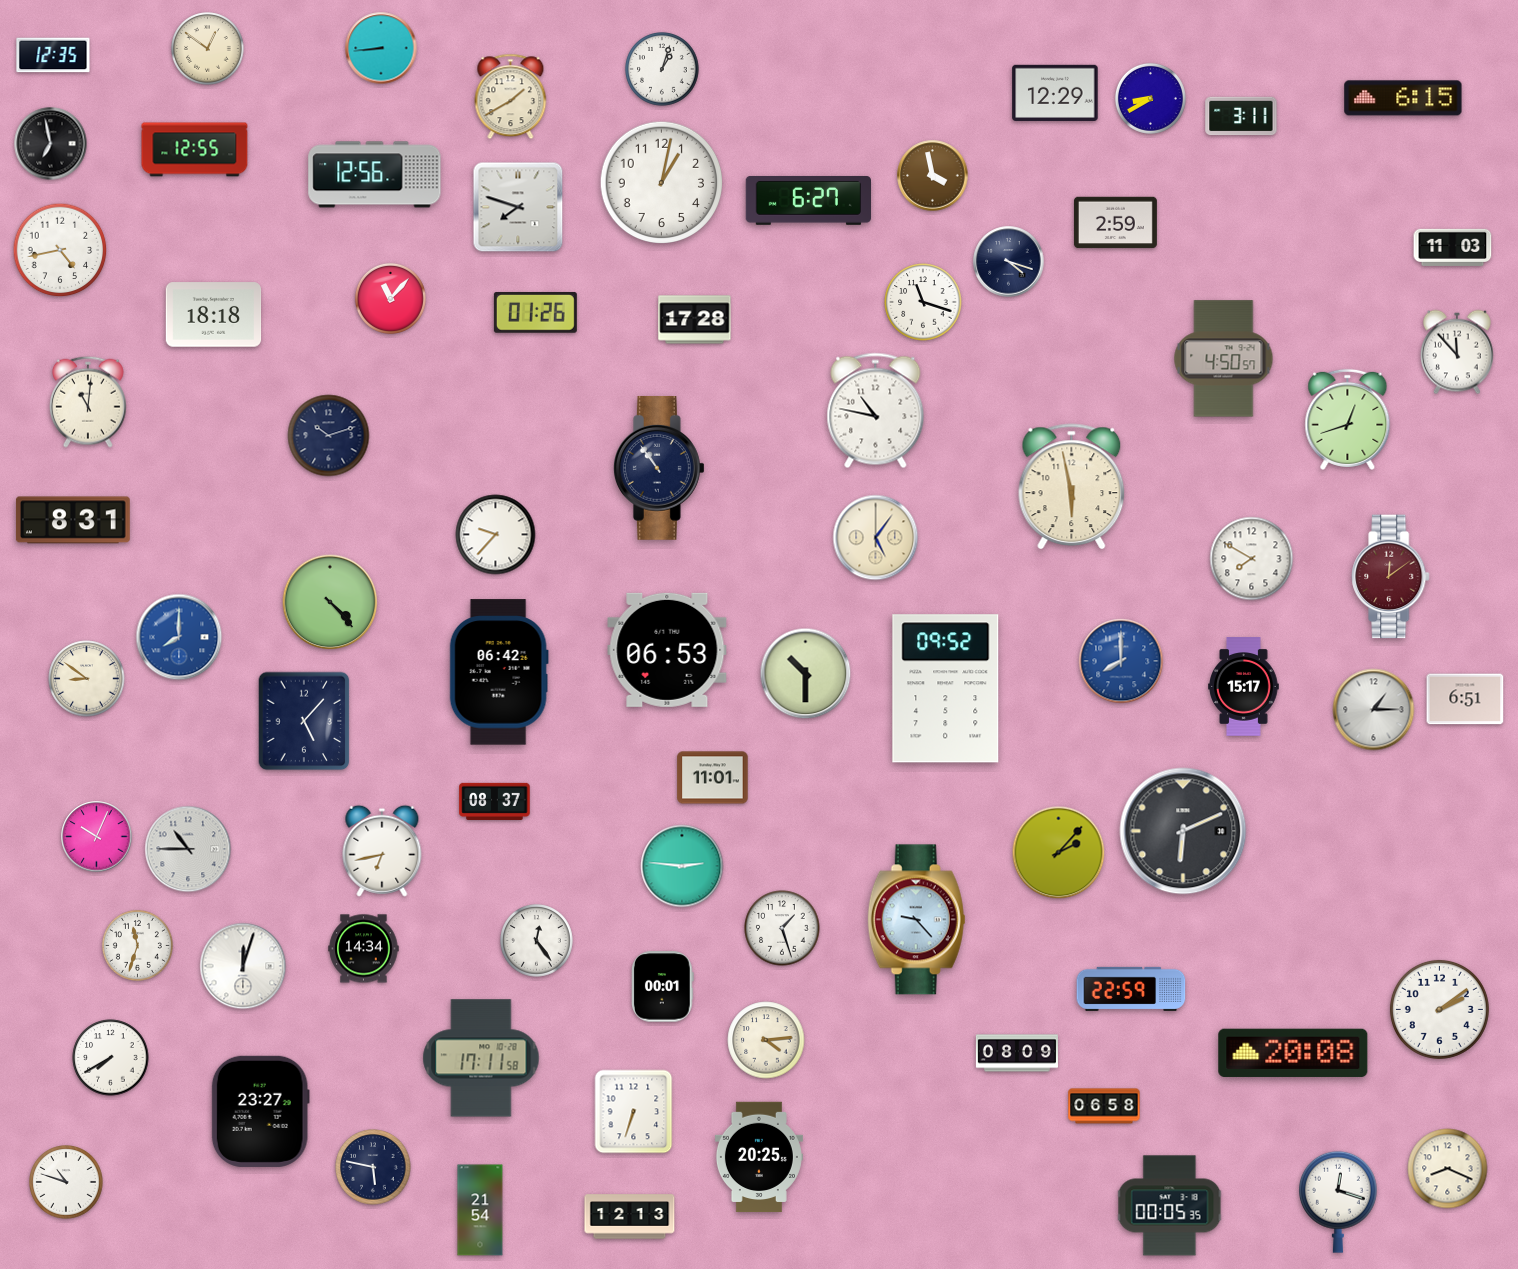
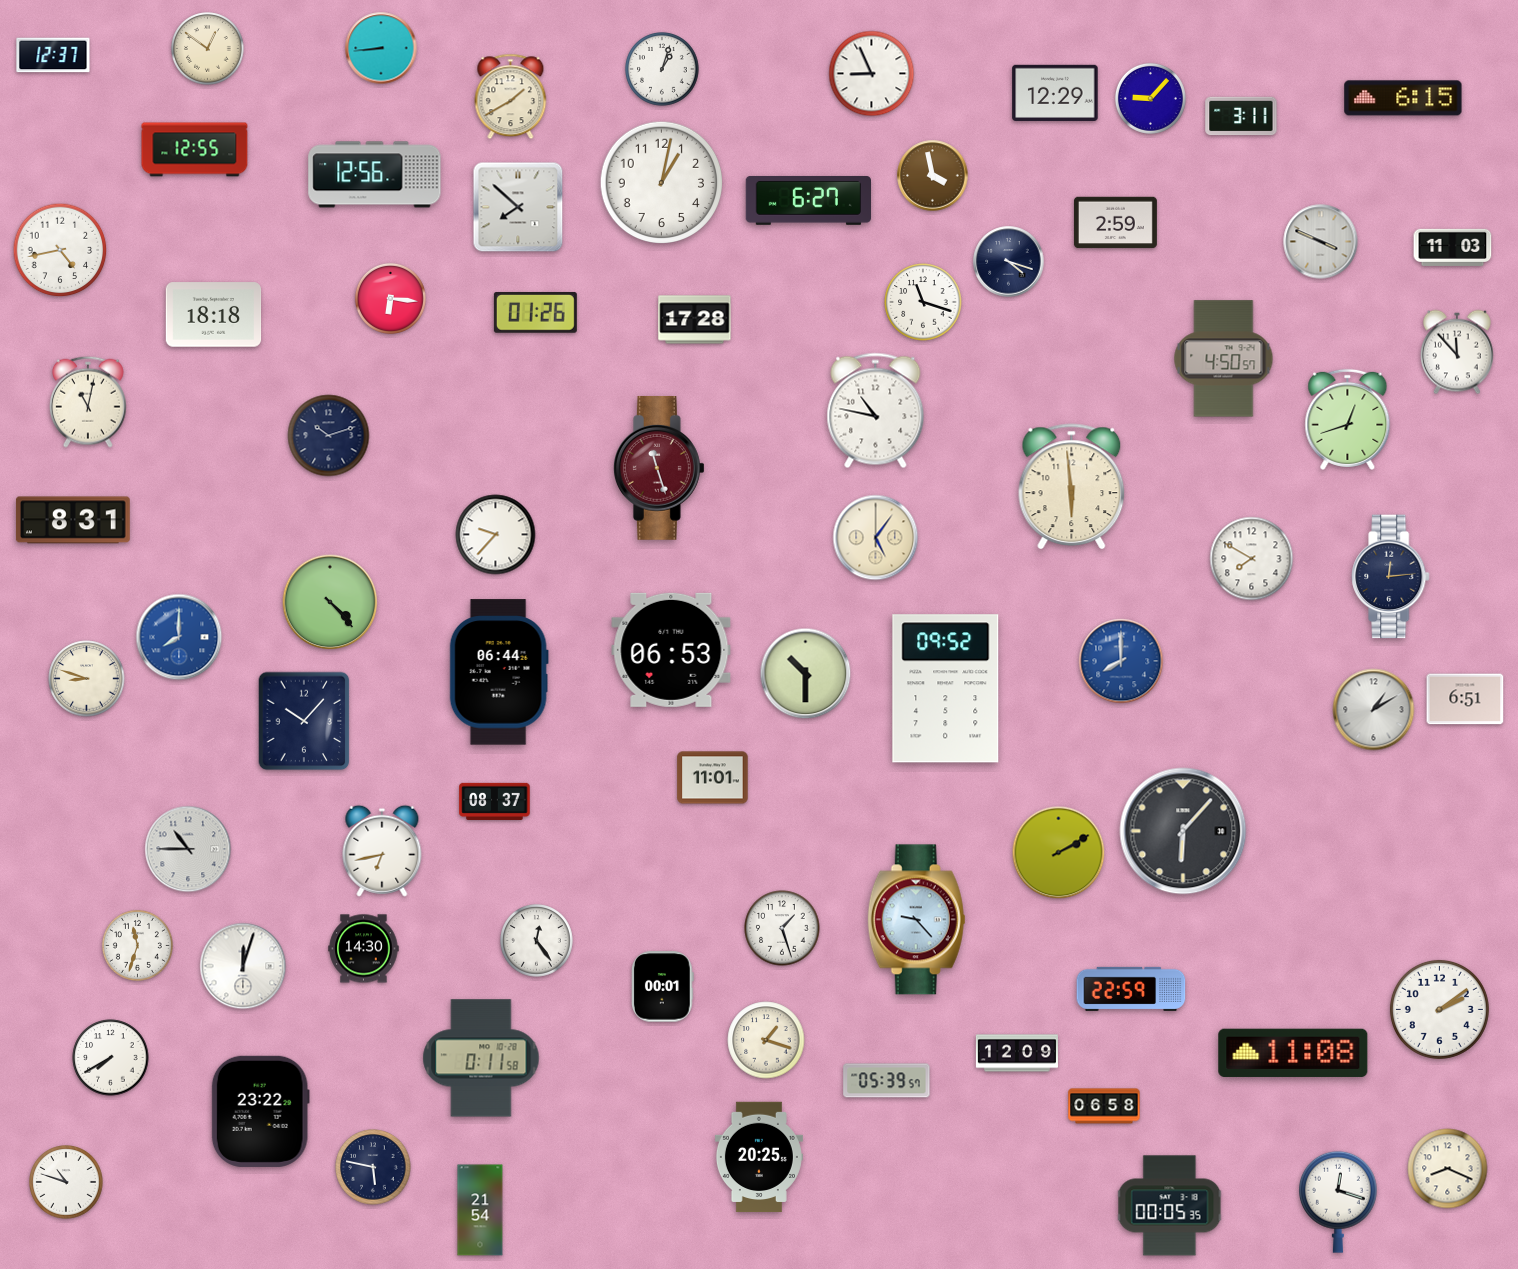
clock at (53, 55): 12:35 -> 12:37
clock at (872, 74): none -> 8:56
clock at (1150, 98): 8:40 -> 9:07
clock at (51, 144): 6:58 -> none
clock at (518, 207): 7:48 -> 7:52
clock at (1321, 242): none -> 3:49
clock at (390, 298): 11:07 -> 6:16
clock at (89, 402): 11:01 -> 11:02
clock at (659, 468): 10:54 -> 11:27
clock at (659, 468) dial: navy -> burgundy
clock at (1072, 487): 5:58 -> 5:59
clock at (1391, 577): 12:09 -> 12:14
clock at (1391, 577) dial: burgundy -> navy
clock at (667, 650) position: (667, 650) -> (671, 650)
clock at (499, 672): 06:42 -> 06:44
clock at (87, 679): 8:51 -> 8:48
clock at (1244, 687): 15:17 -> none
clock at (1374, 710): 1:15 -> 1:10
clock at (304, 721): 5:07 -> 10:07
clock at (1183, 831): 6:11 -> 6:07
clock at (97, 837): 10:04 -> none
clock at (1059, 853): 2:07 -> 2:10
clock at (682, 866): 2:46 -> none
clock at (364, 949): 14:34 -> 14:30
clock at (766, 1040): 4:14 -> 1:18
clock at (1017, 1053): 08:09 -> 12:09
clock at (1293, 1053): 20:08 -> 11:08
clock at (481, 1058): 17:11 -> 0:11
clock at (887, 1081): none -> 05:39
clock at (260, 1111): 23:27 -> 23:22
clock at (634, 1112): 6:33 -> none
clock at (630, 1217): 12:13 -> none
